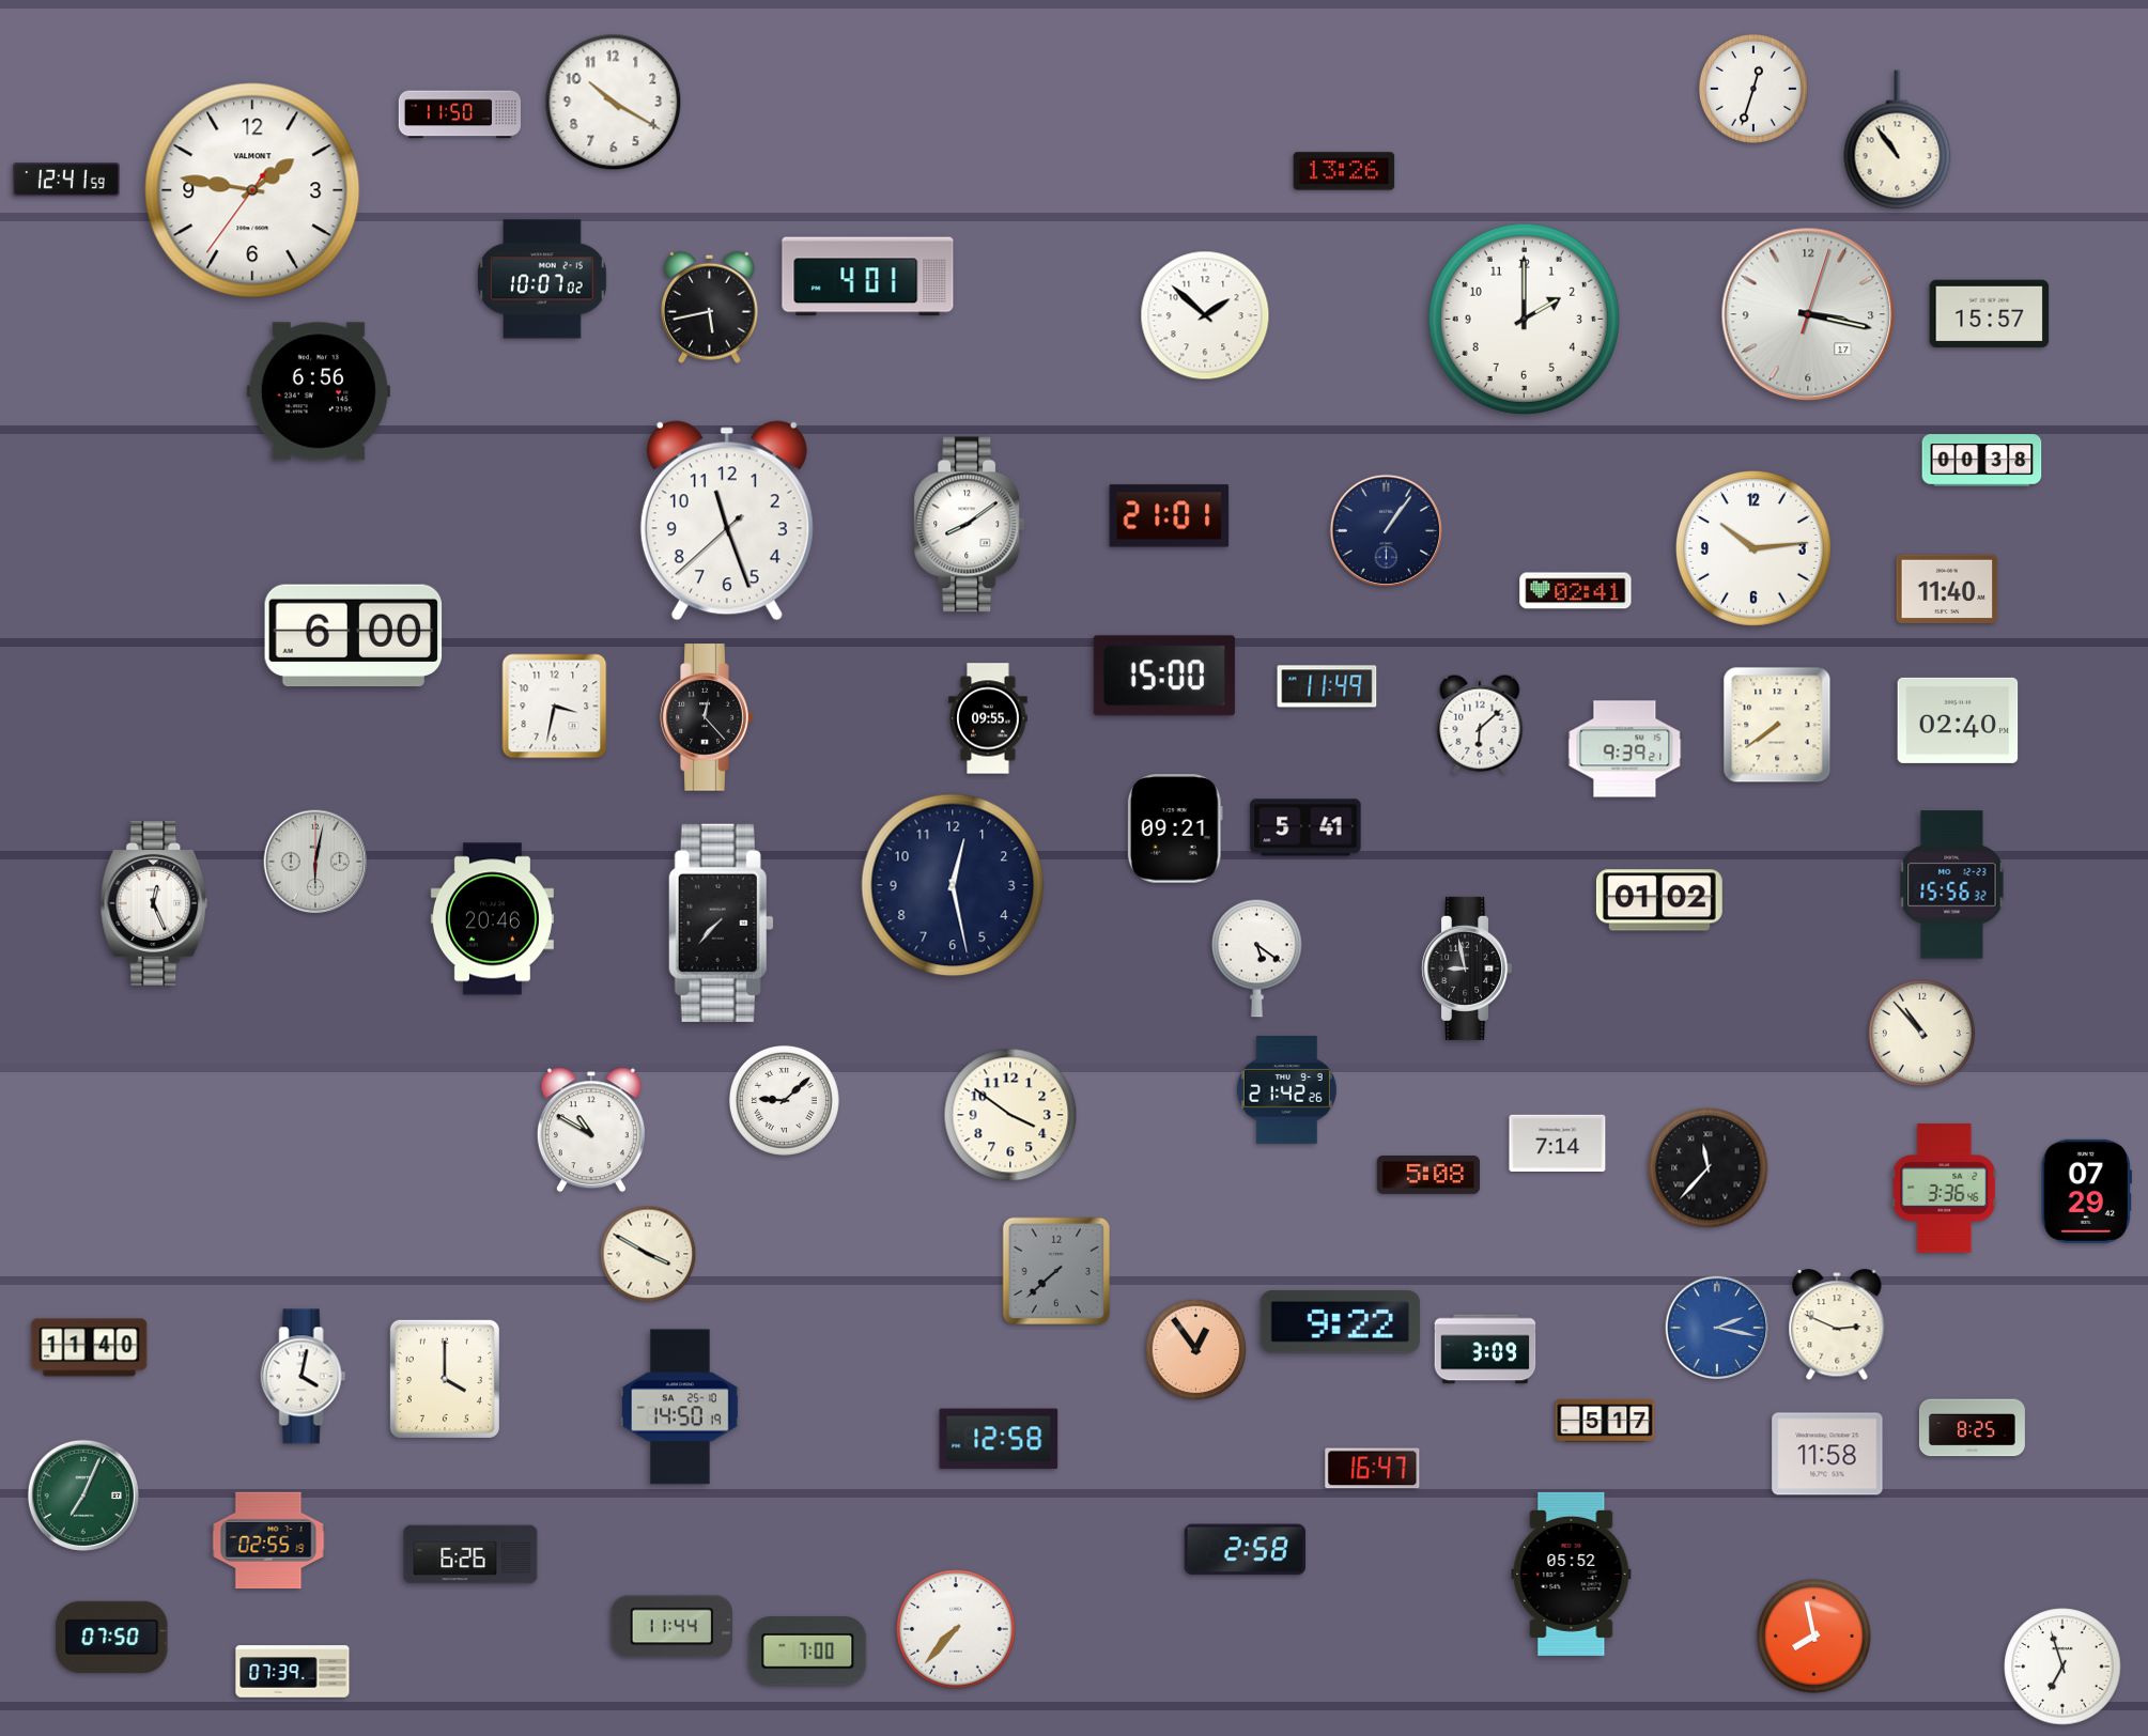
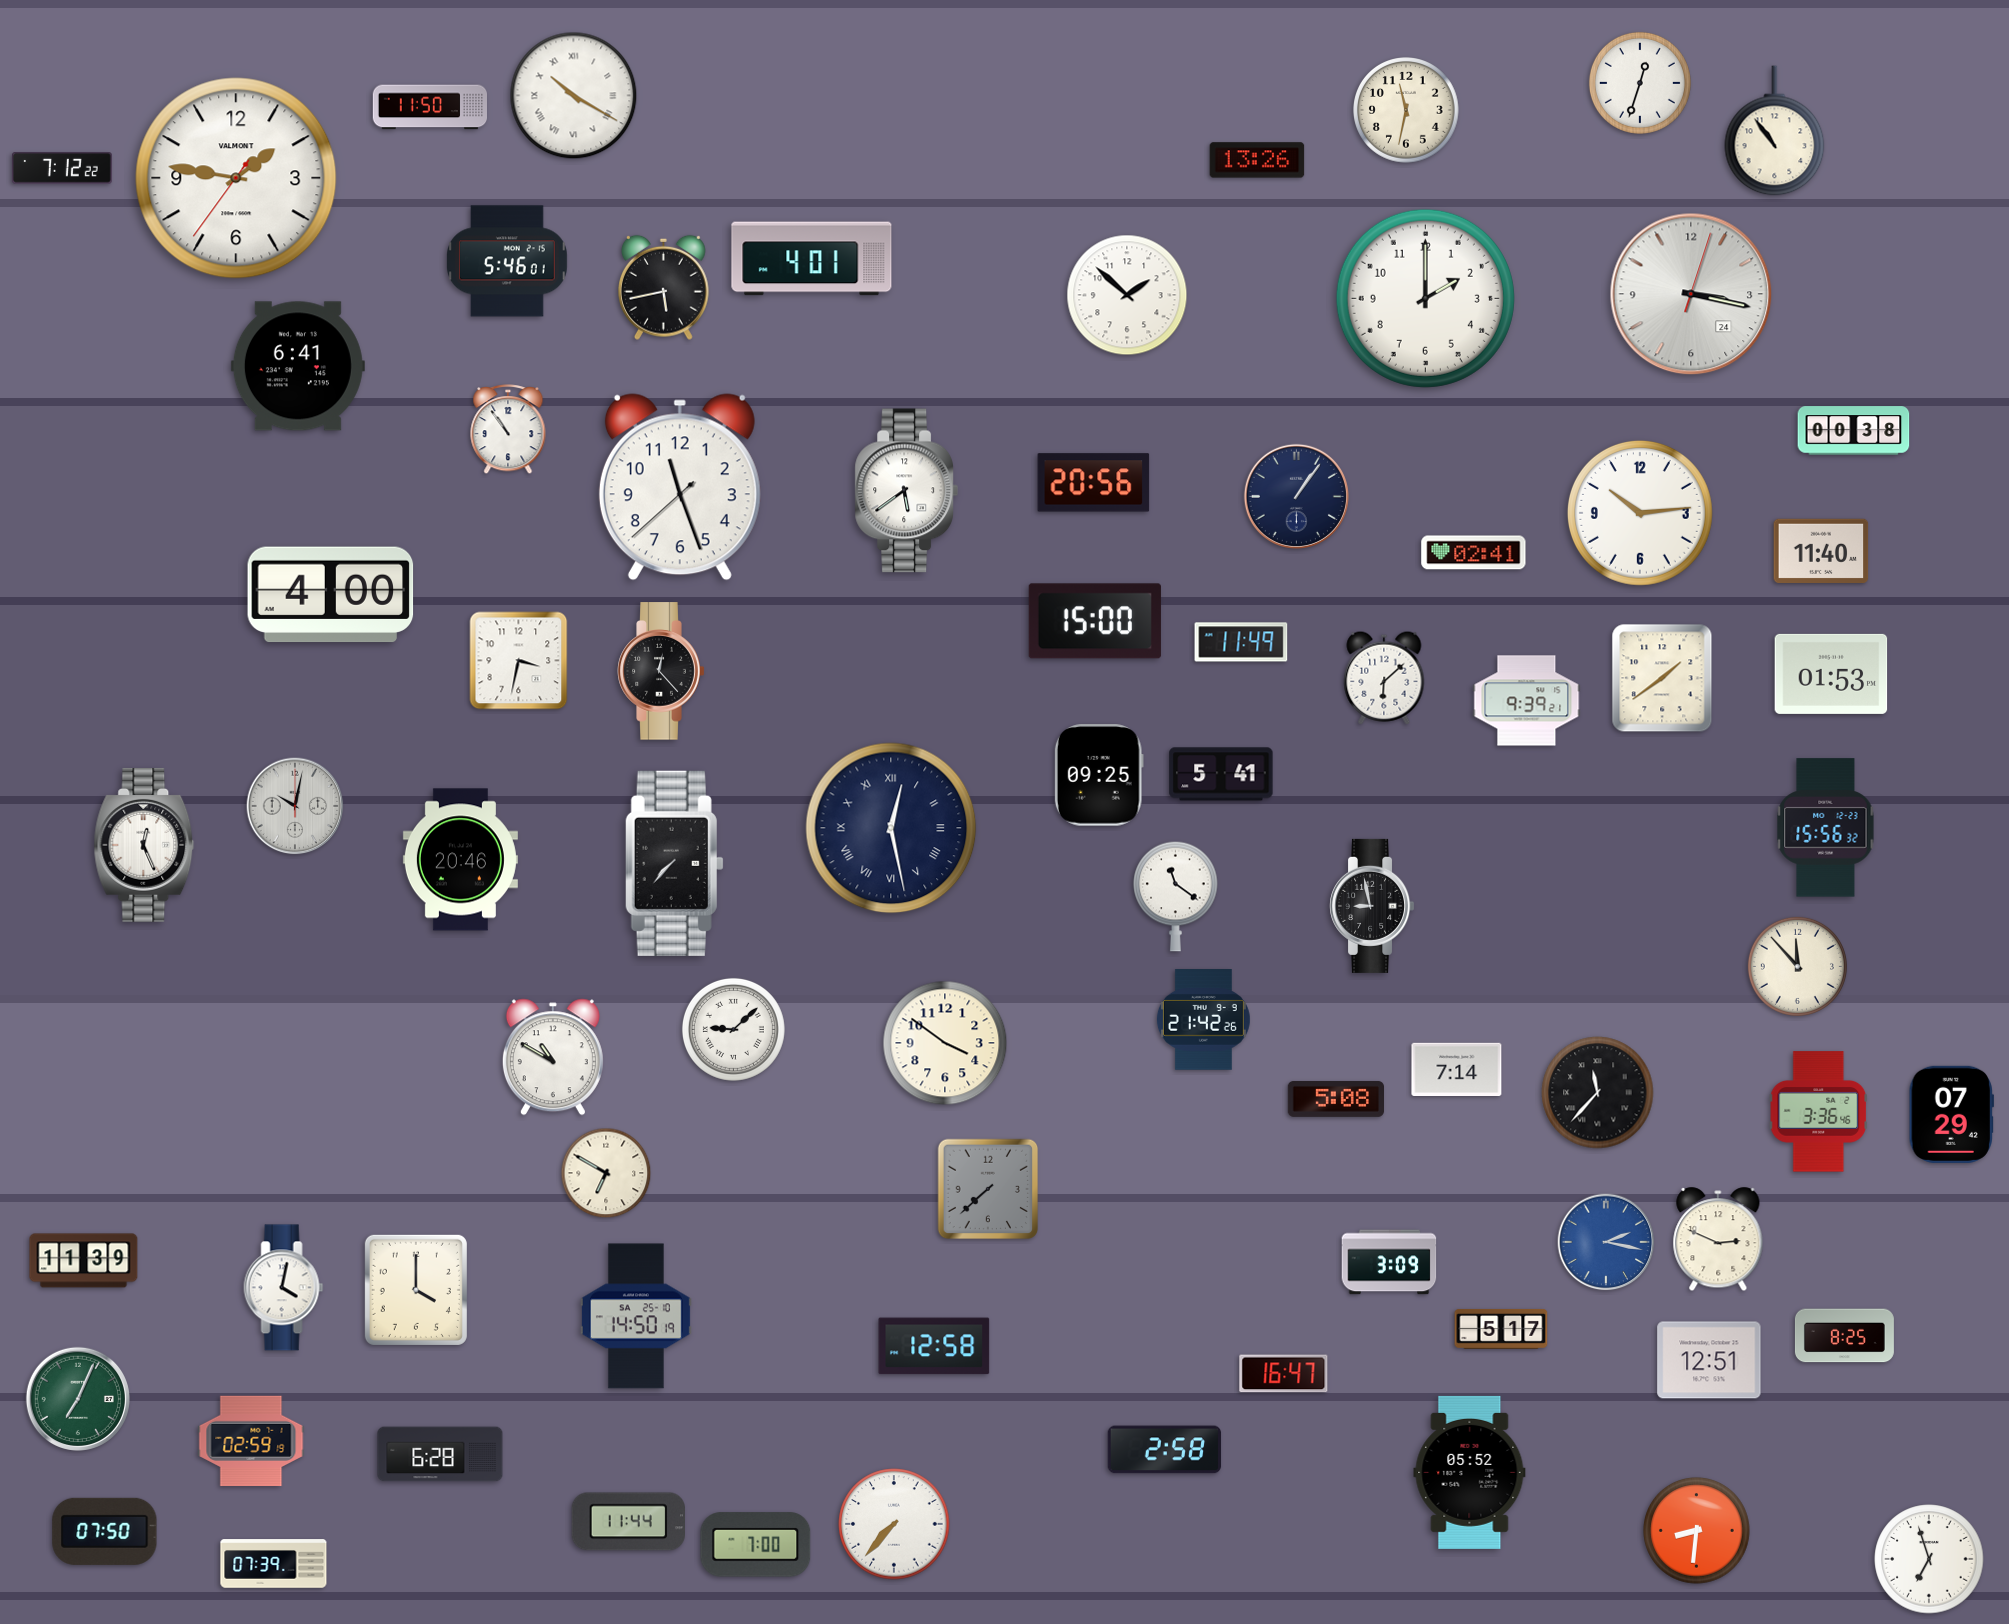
clock at (614, 103) numerals: Arabic -> Roman
clock at (1407, 111): none -> 11:32
clock at (66, 180): 12:41 -> 7:12
clock at (542, 279): 10:07 -> 5:46
clock at (1808, 314) date: 17 -> 24
clock at (1990, 314): 15:57 -> none
clock at (319, 391): 6:56 -> 6:41
clock at (508, 430): none -> 10:54
clock at (1170, 516): 21:01 -> 20:56
clock at (969, 525): 8:09 -> 5:39
clock at (354, 636): 6:00 -> 4:00
clock at (1164, 676) position: (1164, 676) -> (1095, 621)
clock at (988, 718): 09:55 -> none
clock at (1958, 720): 02:40 -> 01:53
clock at (1777, 725): 7:39 -> 1:39
clock at (1625, 749) position: (1625, 749) -> (1527, 701)
clock at (1175, 828): 09:21 -> 09:25
clock at (315, 862): 6:02 -> 10:02
clock at (953, 885) numerals: Arabic -> Roman
clock at (1659, 900): 01:02 -> none
clock at (1257, 958): 5:21 -> 11:21
clock at (1921, 1033): 10:53 -> 11:53
clock at (648, 1254): 3:50 -> 6:50
clock at (1340, 1322): 9:22 -> none
clock at (90, 1348): 11:40 -> 11:39
clock at (1196, 1350): 12:54 -> none
clock at (1827, 1454): 11:58 -> 12:51
clock at (268, 1540): 02:55 -> 02:59
clock at (470, 1554): 6:26 -> 6:28
clock at (1814, 1637): 7:58 -> 8:31
